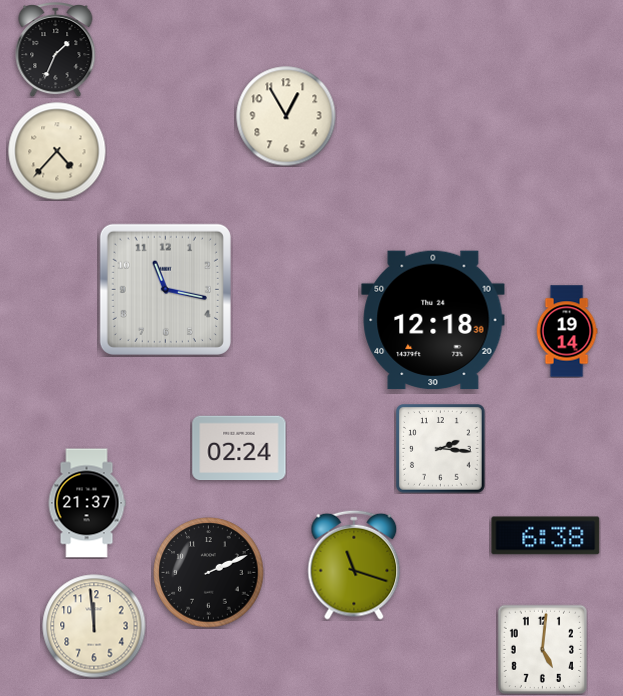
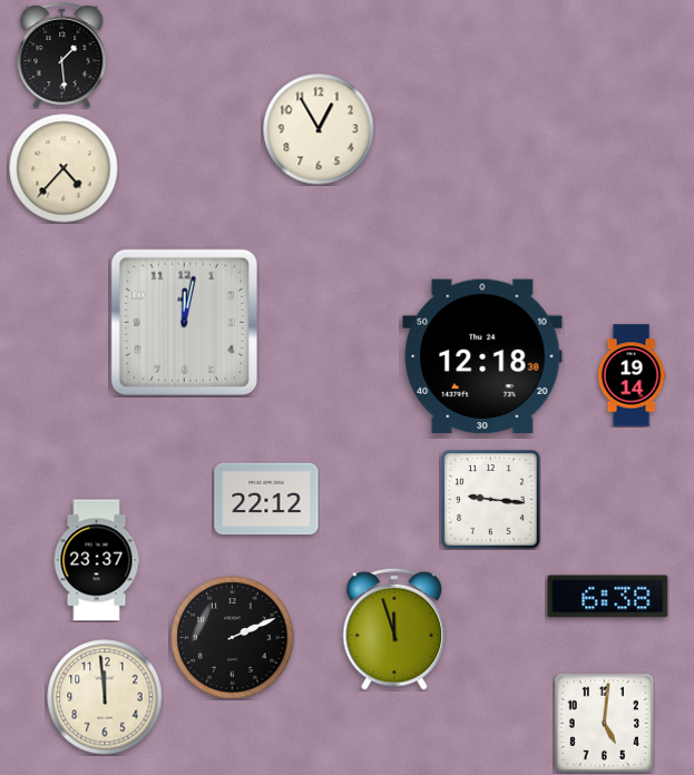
clock at (56, 50): 1:34 -> 1:29
clock at (165, 289): 11:17 -> 12:02
clock at (567, 331) position: (567, 331) -> (632, 375)
clock at (239, 448): 02:24 -> 22:12
clock at (441, 449): 2:16 -> 9:16
clock at (87, 503): 21:37 -> 23:37
clock at (354, 565): 11:18 -> 11:57
